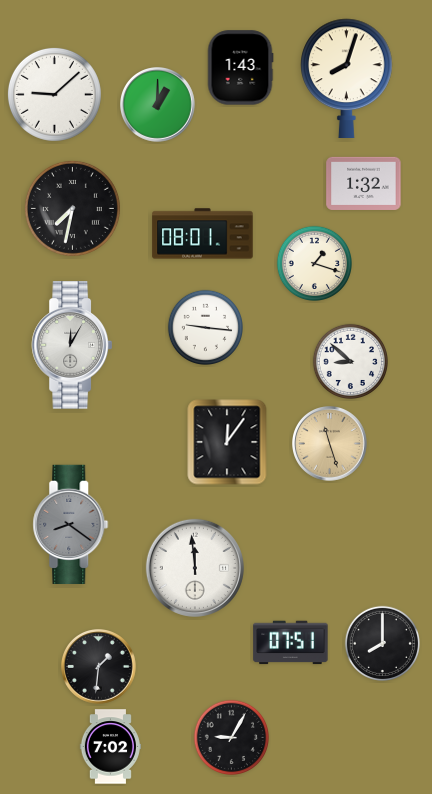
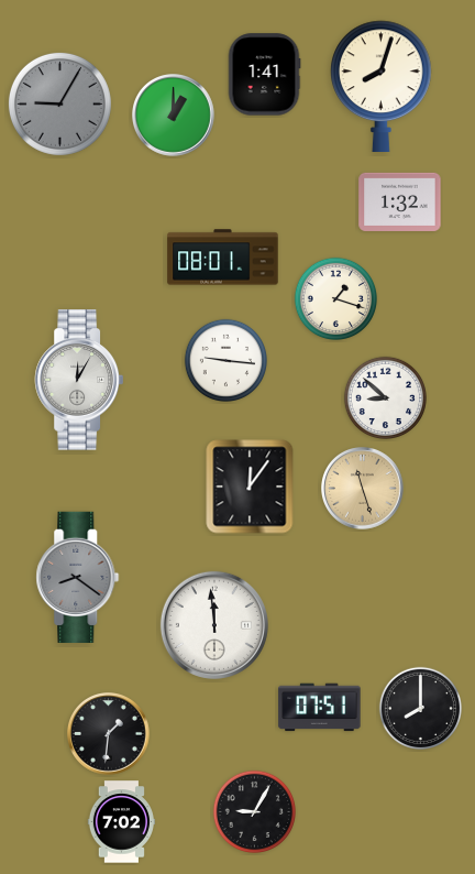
clock at (240, 68): 1:43 -> 1:41
clock at (54, 94): 9:08 -> 9:05
clock at (54, 94) dial: white -> grey
clock at (72, 208): 7:32 -> none
clock at (314, 263) position: (314, 263) -> (335, 298)
